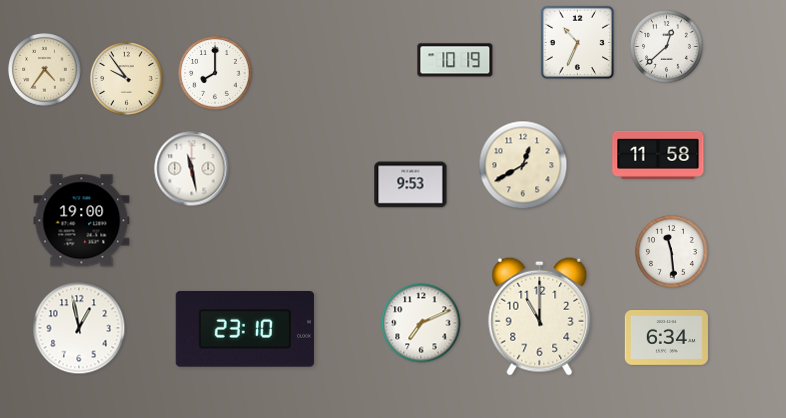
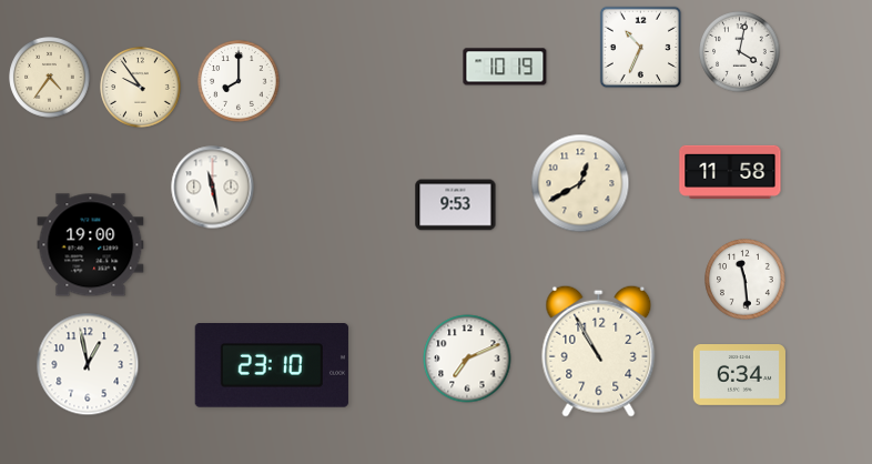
clock at (667, 47): 12:38 -> 4:02
clock at (540, 316): 11:00 -> 10:55
